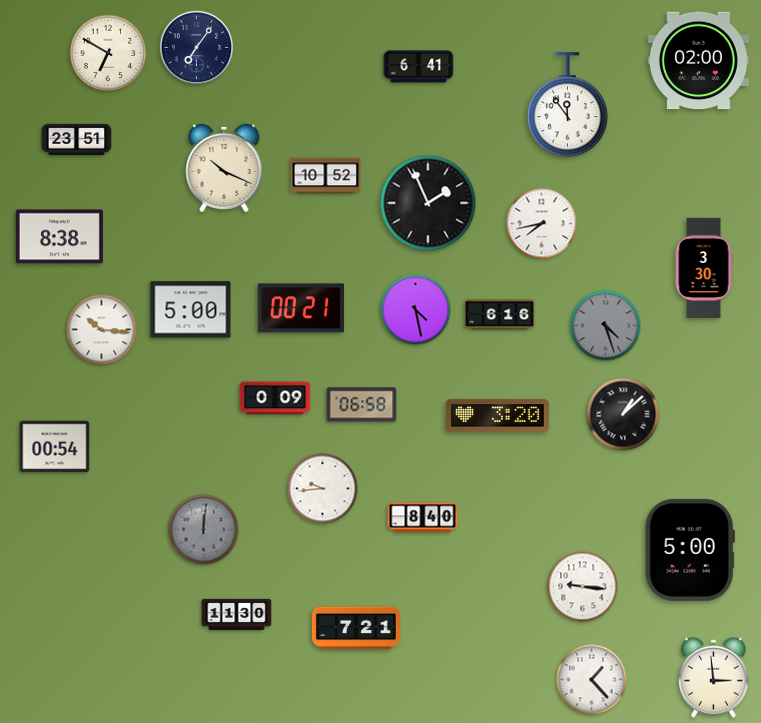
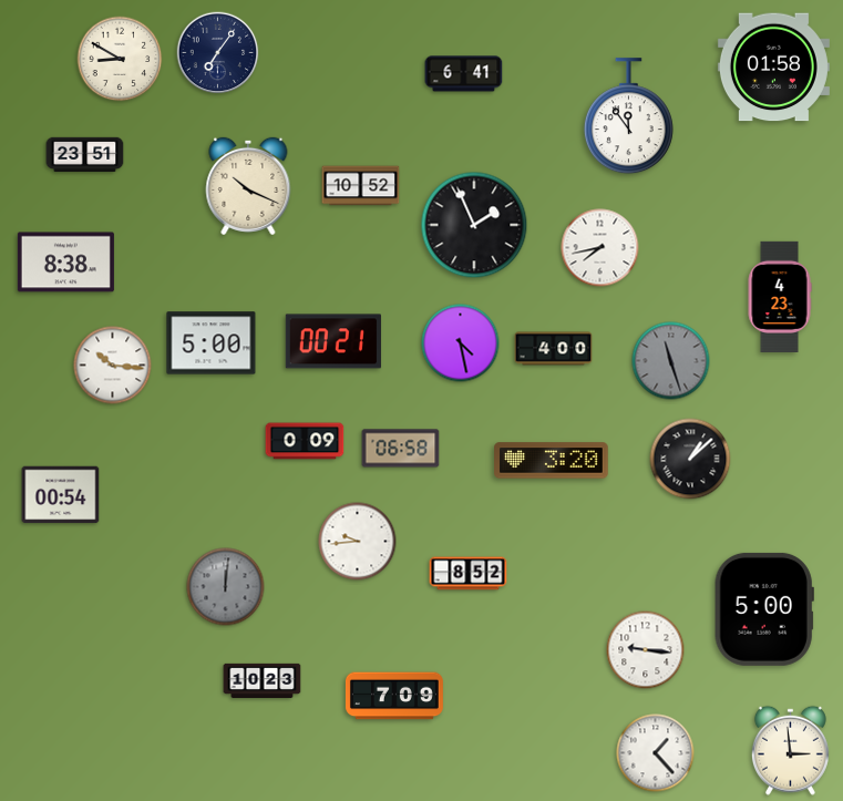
clock at (108, 53): 6:50 -> 8:50
clock at (698, 61): 02:00 -> 01:58
clock at (326, 176) position: (326, 176) -> (361, 186)
clock at (704, 268): 3:30 -> 4:23
clock at (500, 315): 6:16 -> 4:00
clock at (606, 326): 4:27 -> 11:27
clock at (423, 518): 8:40 -> 8:52
clock at (237, 615): 11:30 -> 10:23
clock at (356, 628): 7:21 -> 7:09
